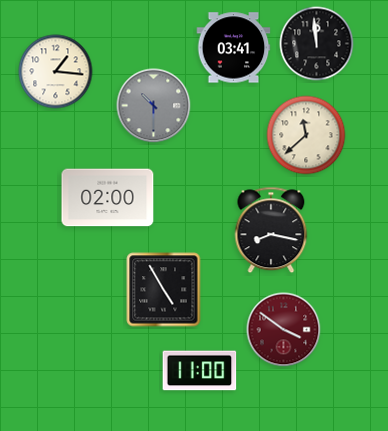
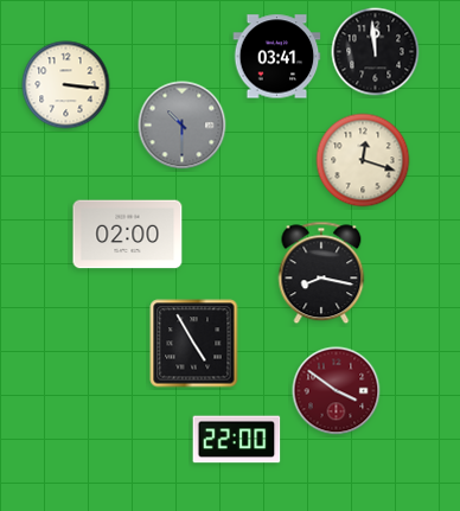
clock at (56, 72): 1:16 -> 3:16
clock at (306, 135): 11:38 -> 12:18
clock at (200, 371): 11:00 -> 22:00
